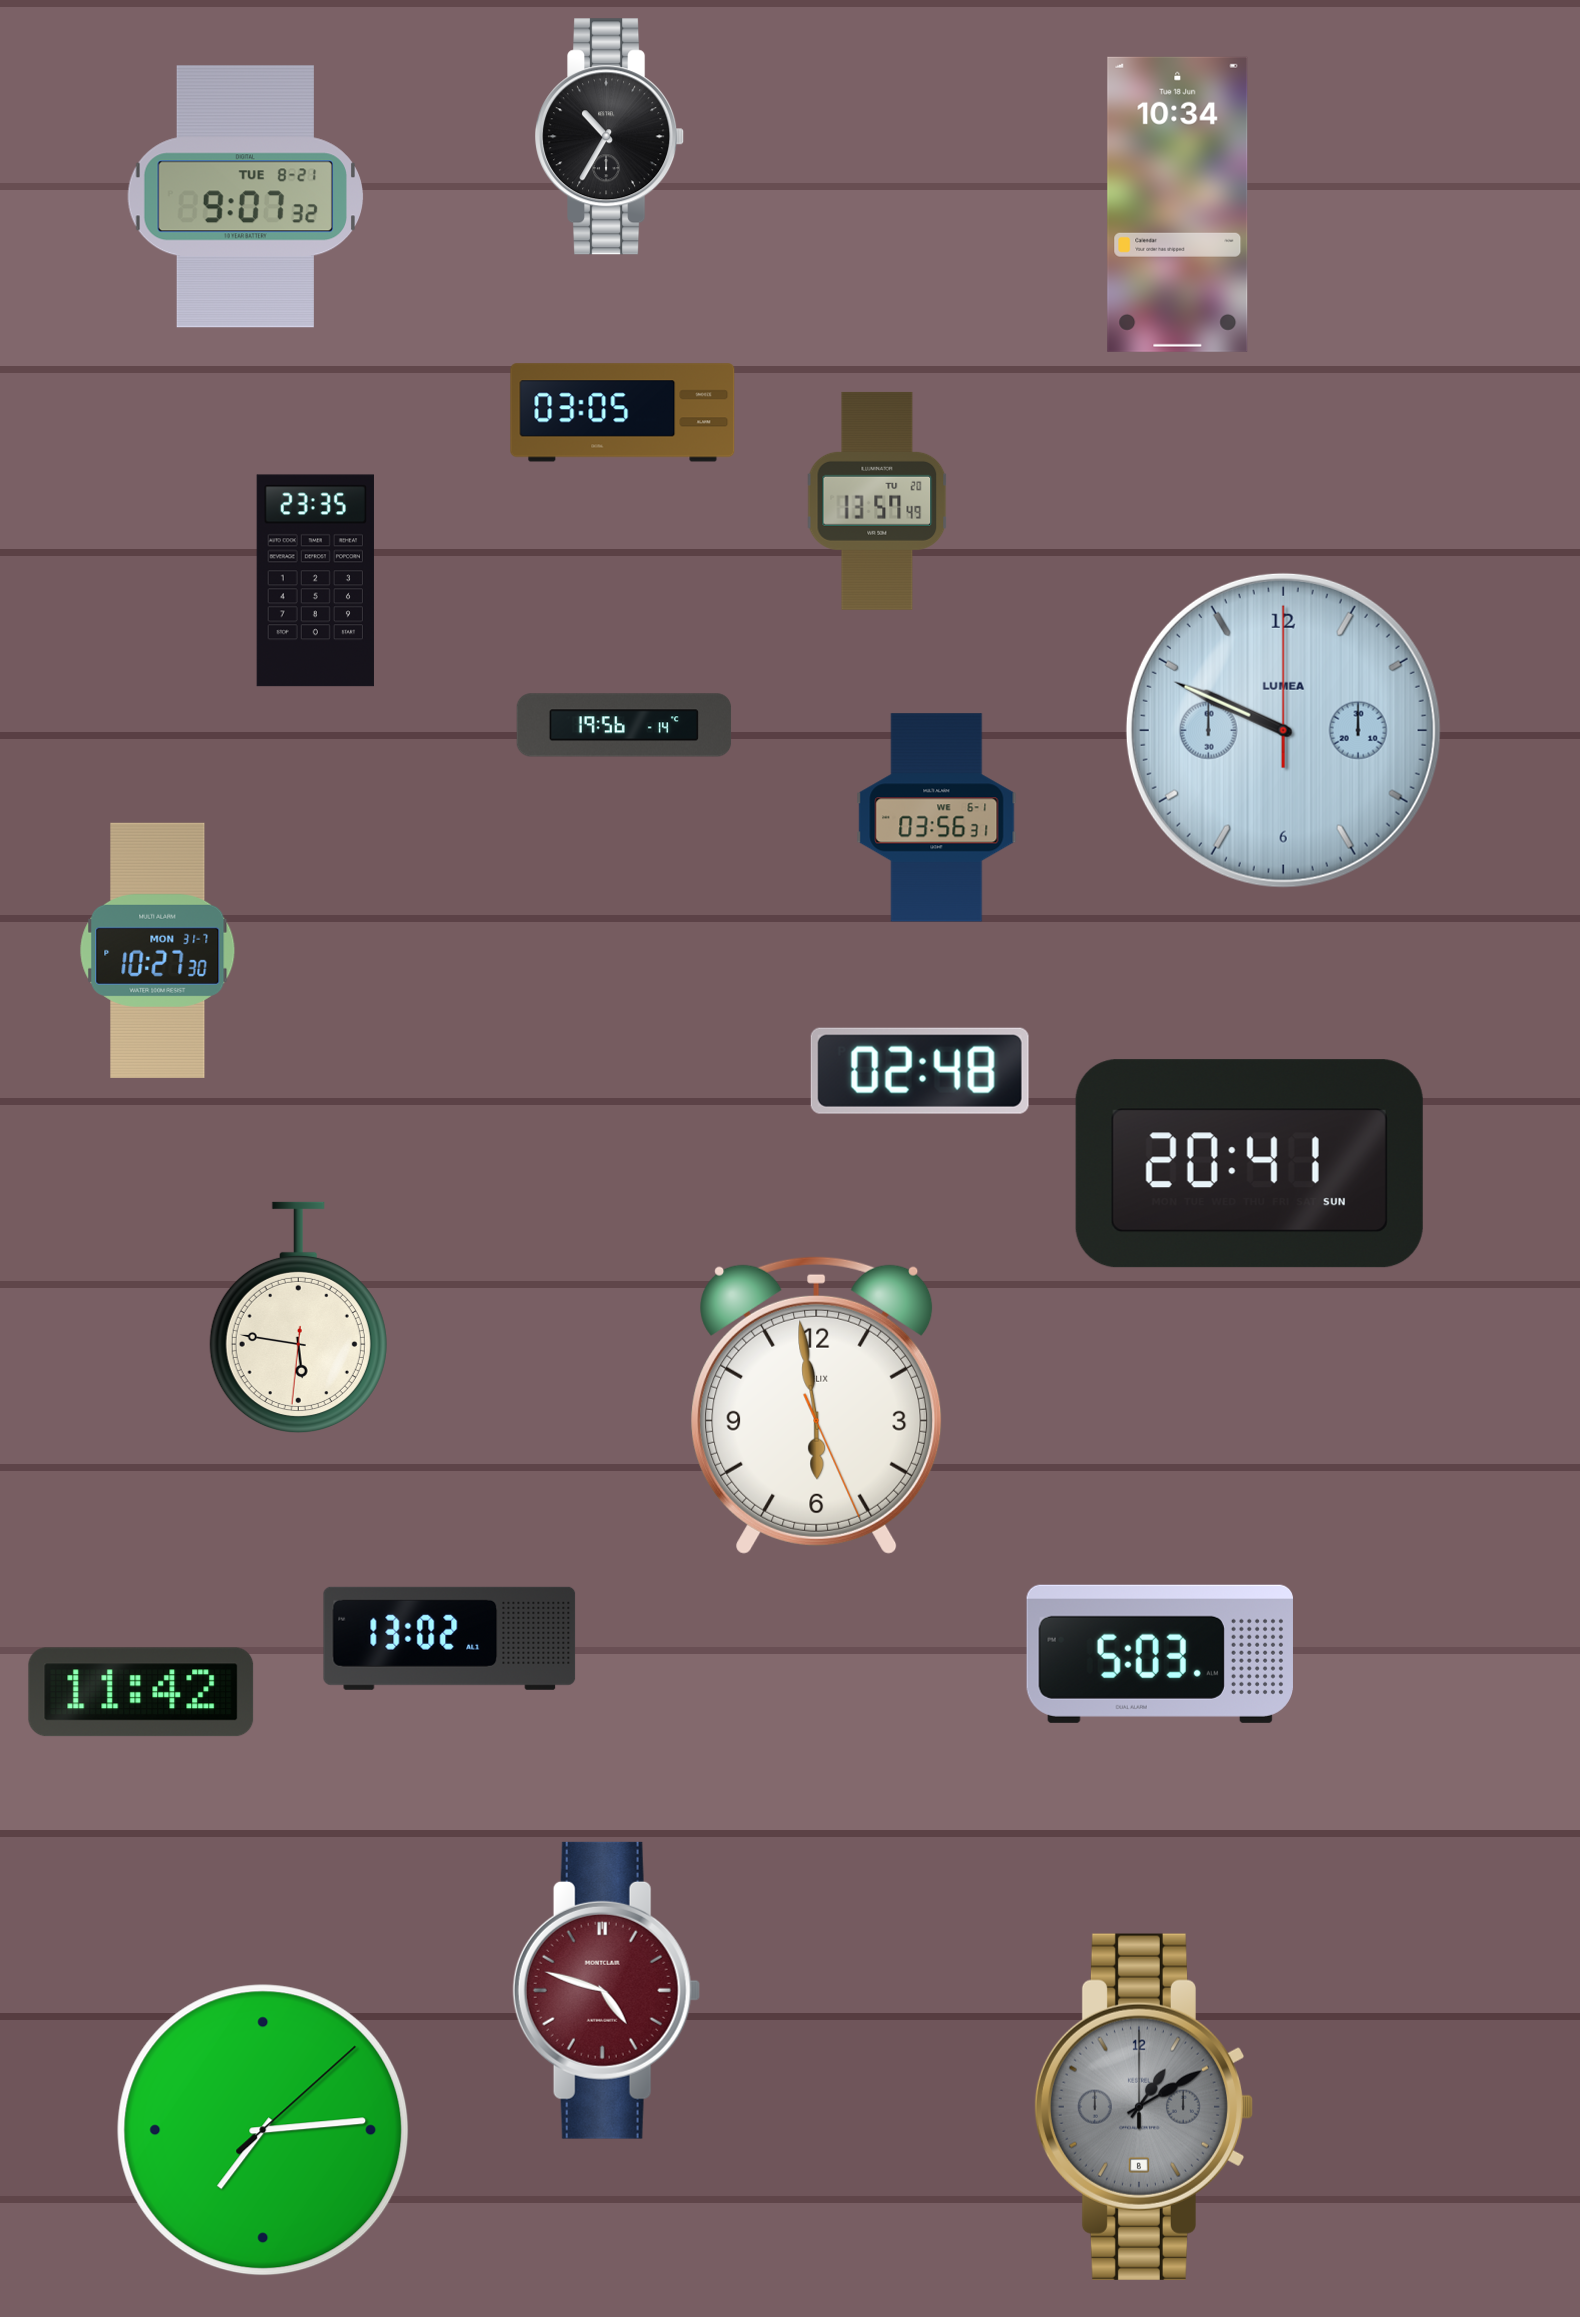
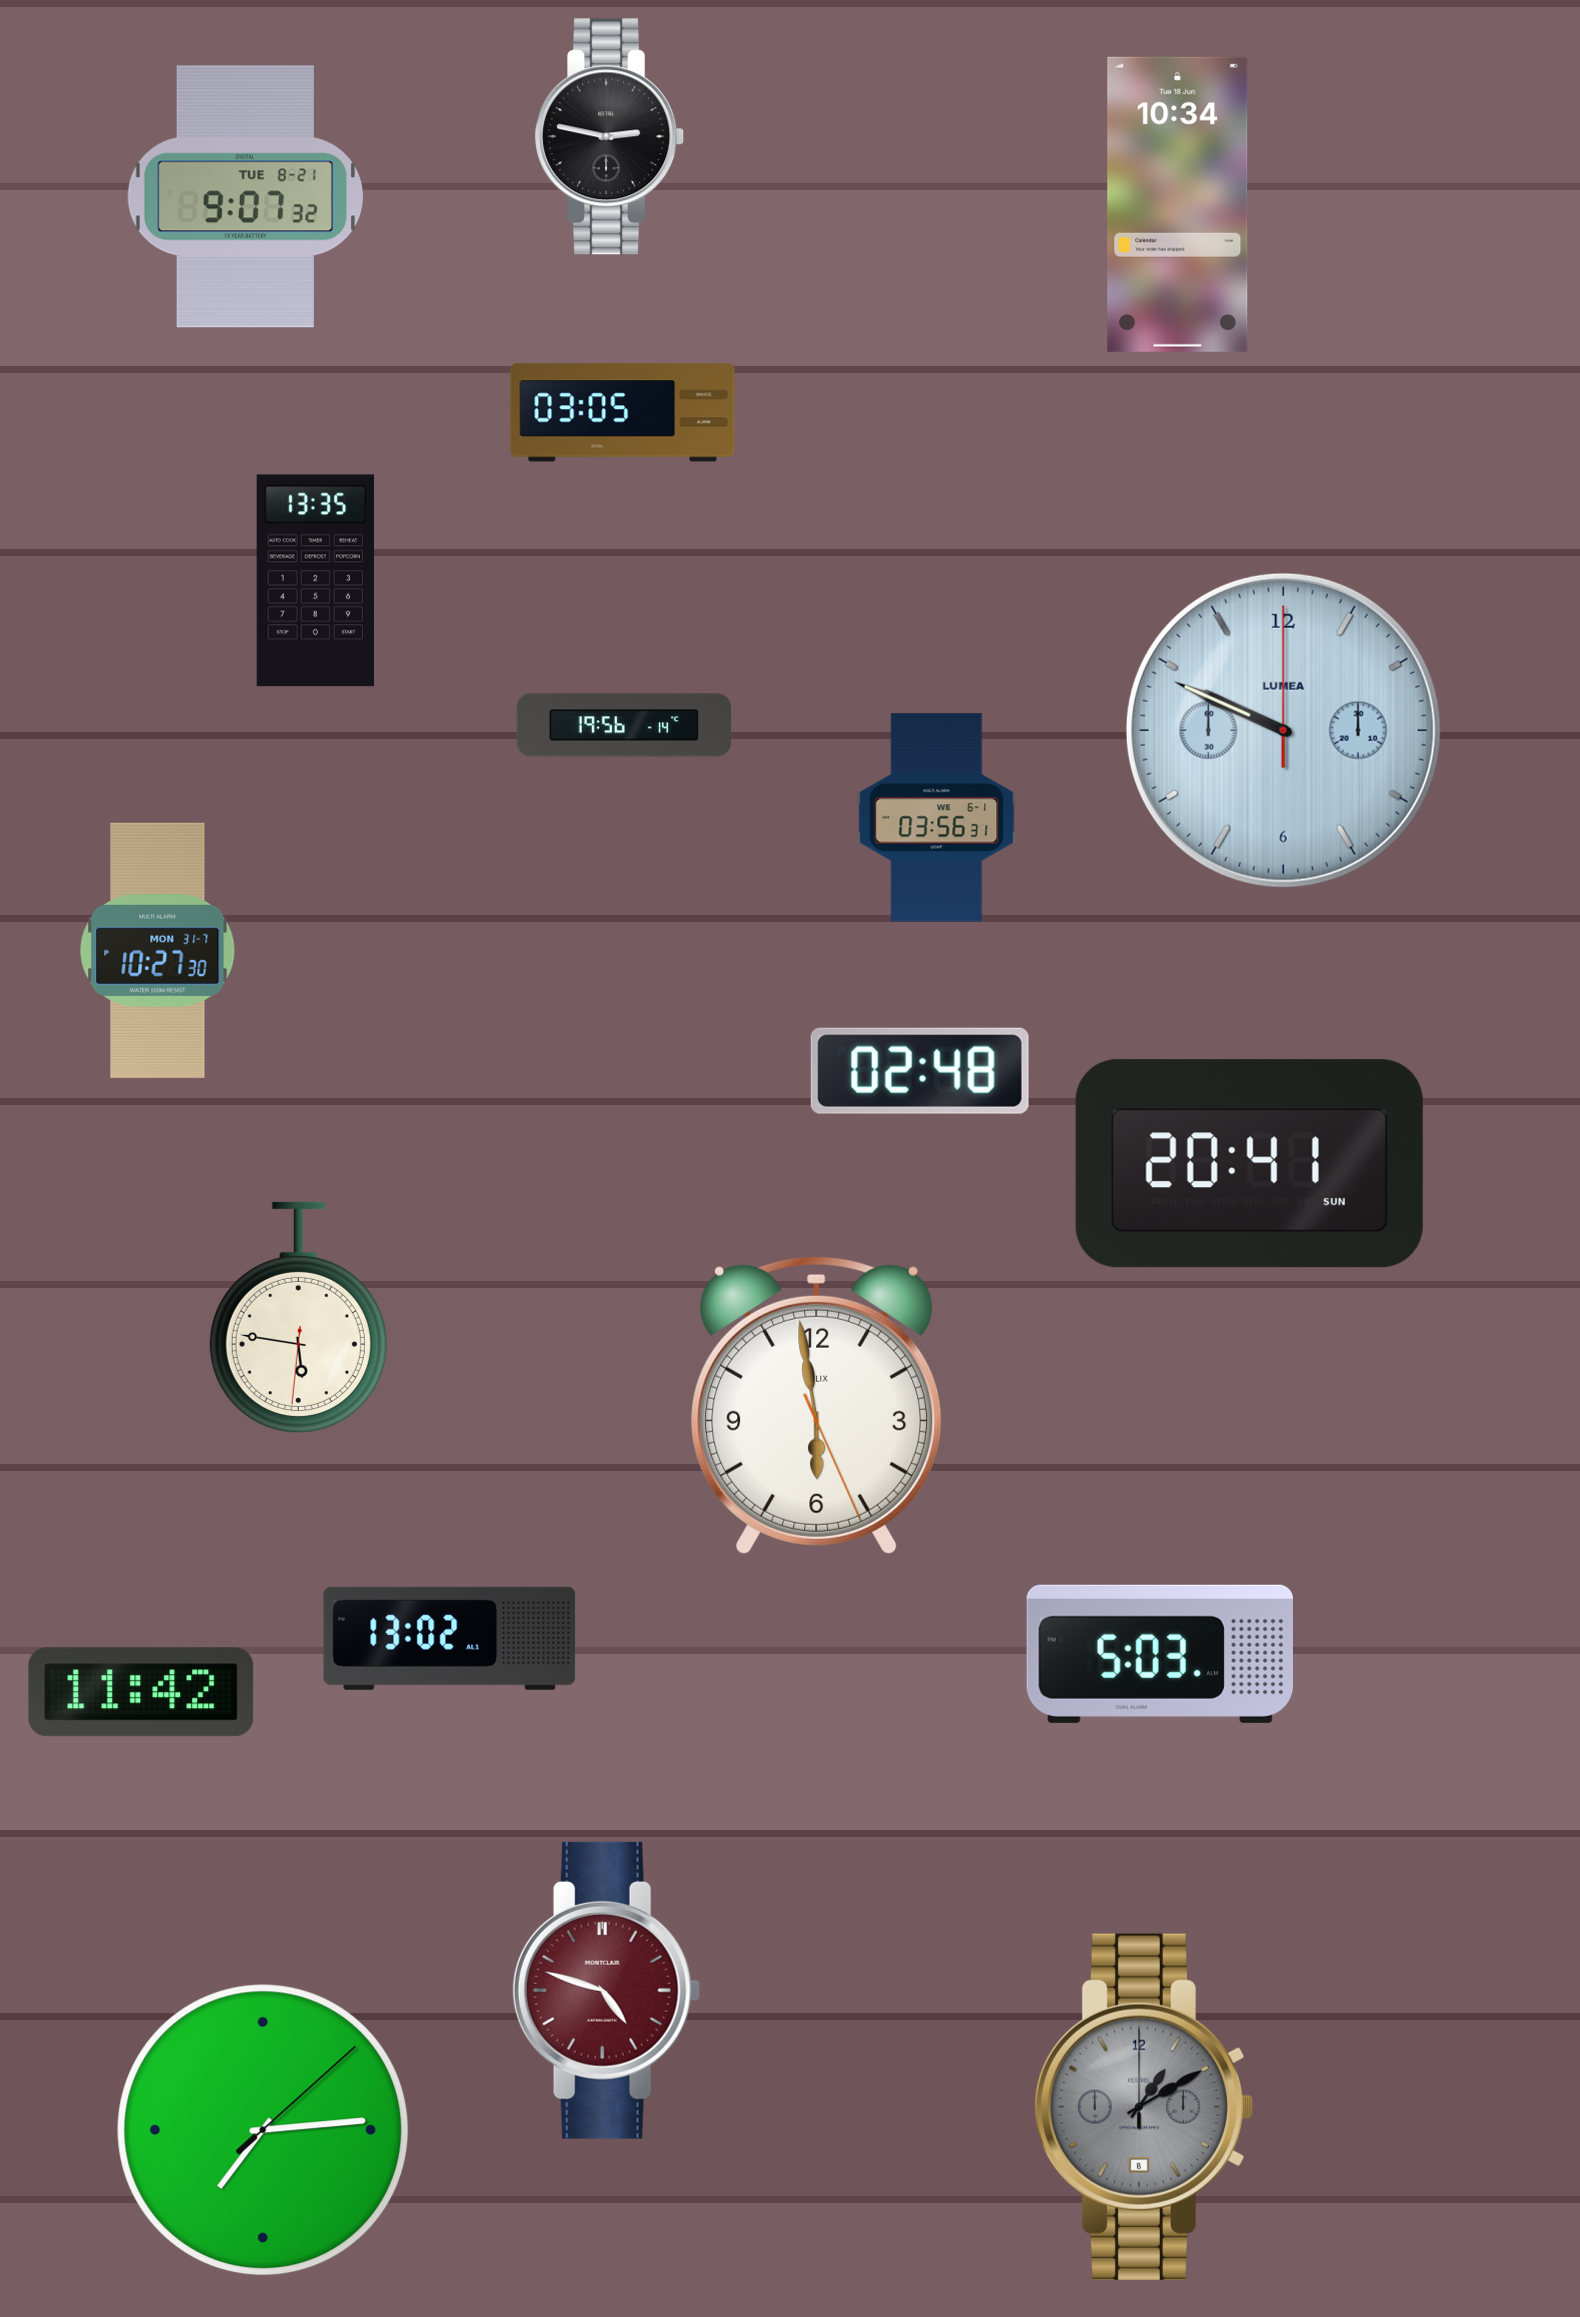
clock at (610, 137): 10:35 -> 2:47
clock at (877, 501): 13:57 -> none
clock at (315, 581): 23:35 -> 13:35
